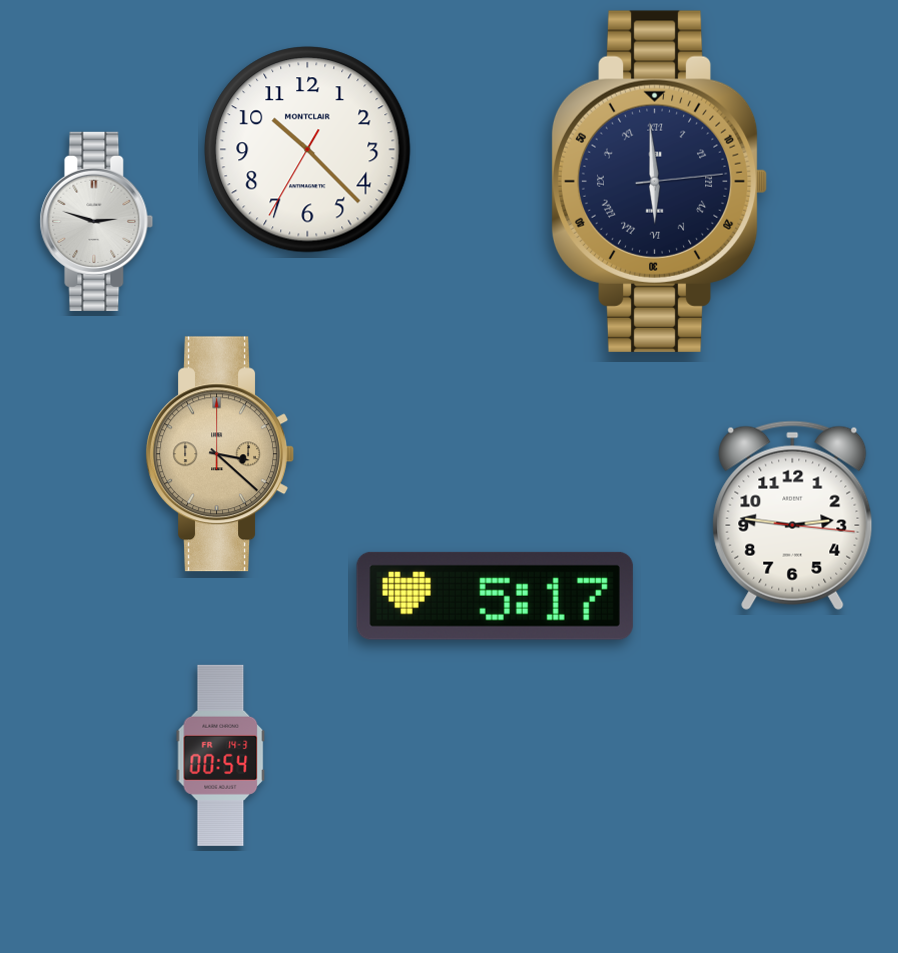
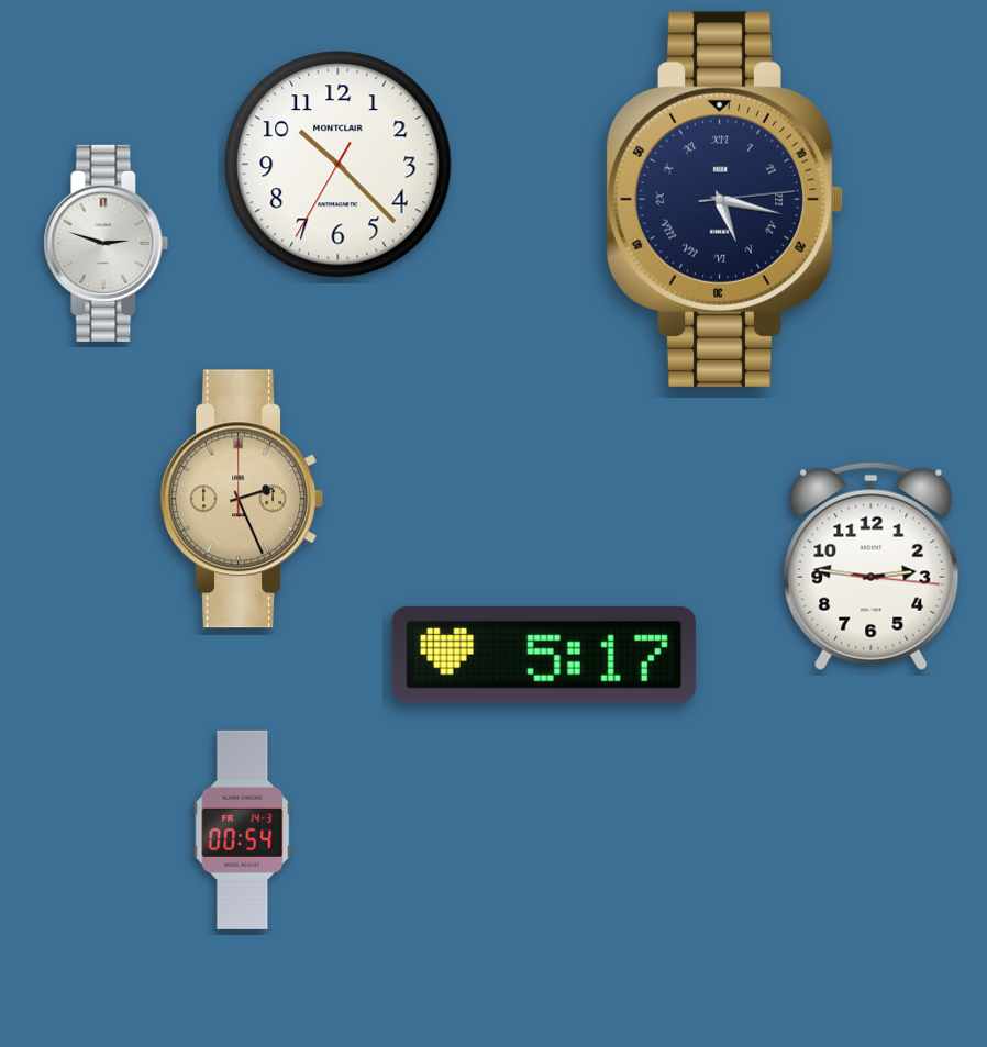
clock at (659, 181): 5:59 -> 5:17
clock at (219, 454): 3:22 -> 2:26
